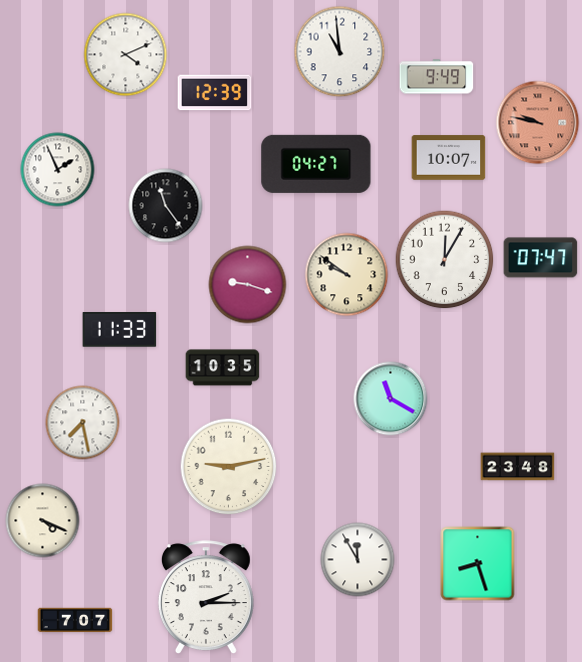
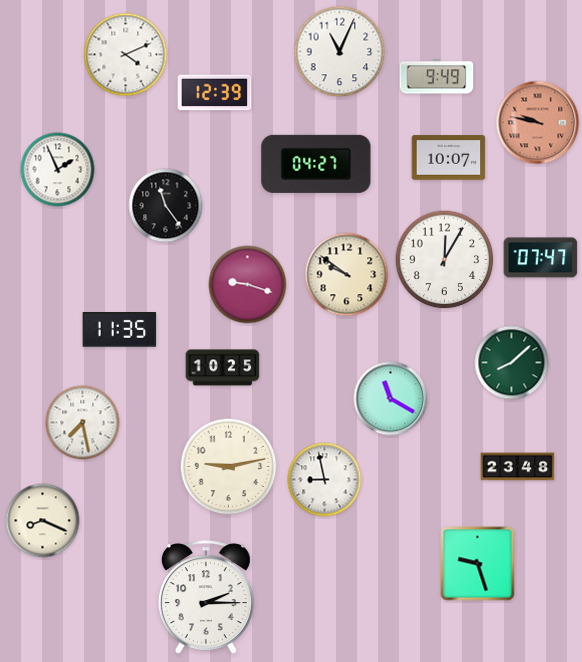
clock at (340, 52): 10:59 -> 11:04
clock at (120, 330): 11:33 -> 11:35
clock at (512, 363): none -> 8:08
clock at (223, 368): 10:35 -> 10:25
clock at (325, 480): none -> 8:58
clock at (43, 521): 4:19 -> 8:19
clock at (358, 560): 11:55 -> none
clock at (478, 564): 8:27 -> 9:27
clock at (75, 620): 7:07 -> none
